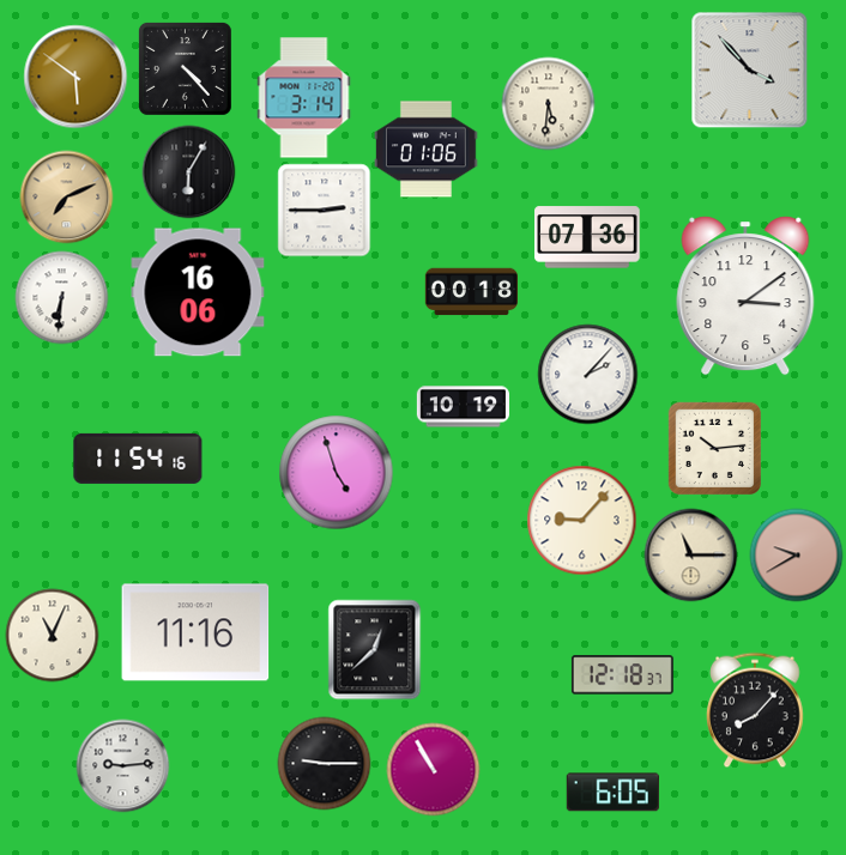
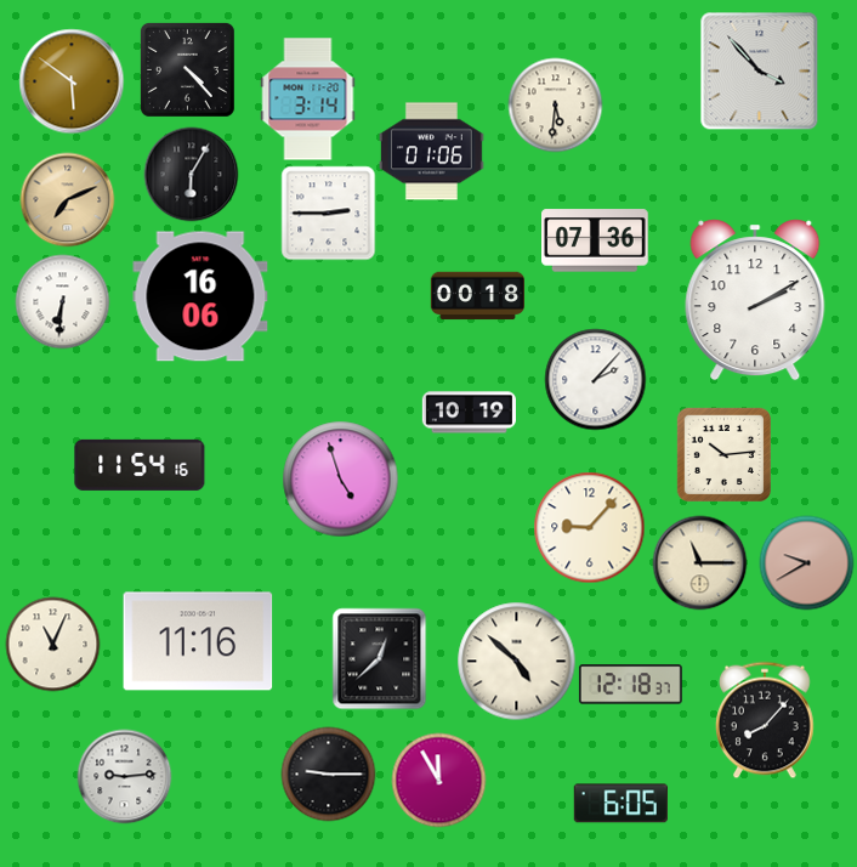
clock at (75, 77) position: (75, 77) -> (72, 81)
clock at (745, 296): 3:09 -> 2:10
clock at (516, 661): none -> 4:52
clock at (433, 769): 10:55 -> 11:55
